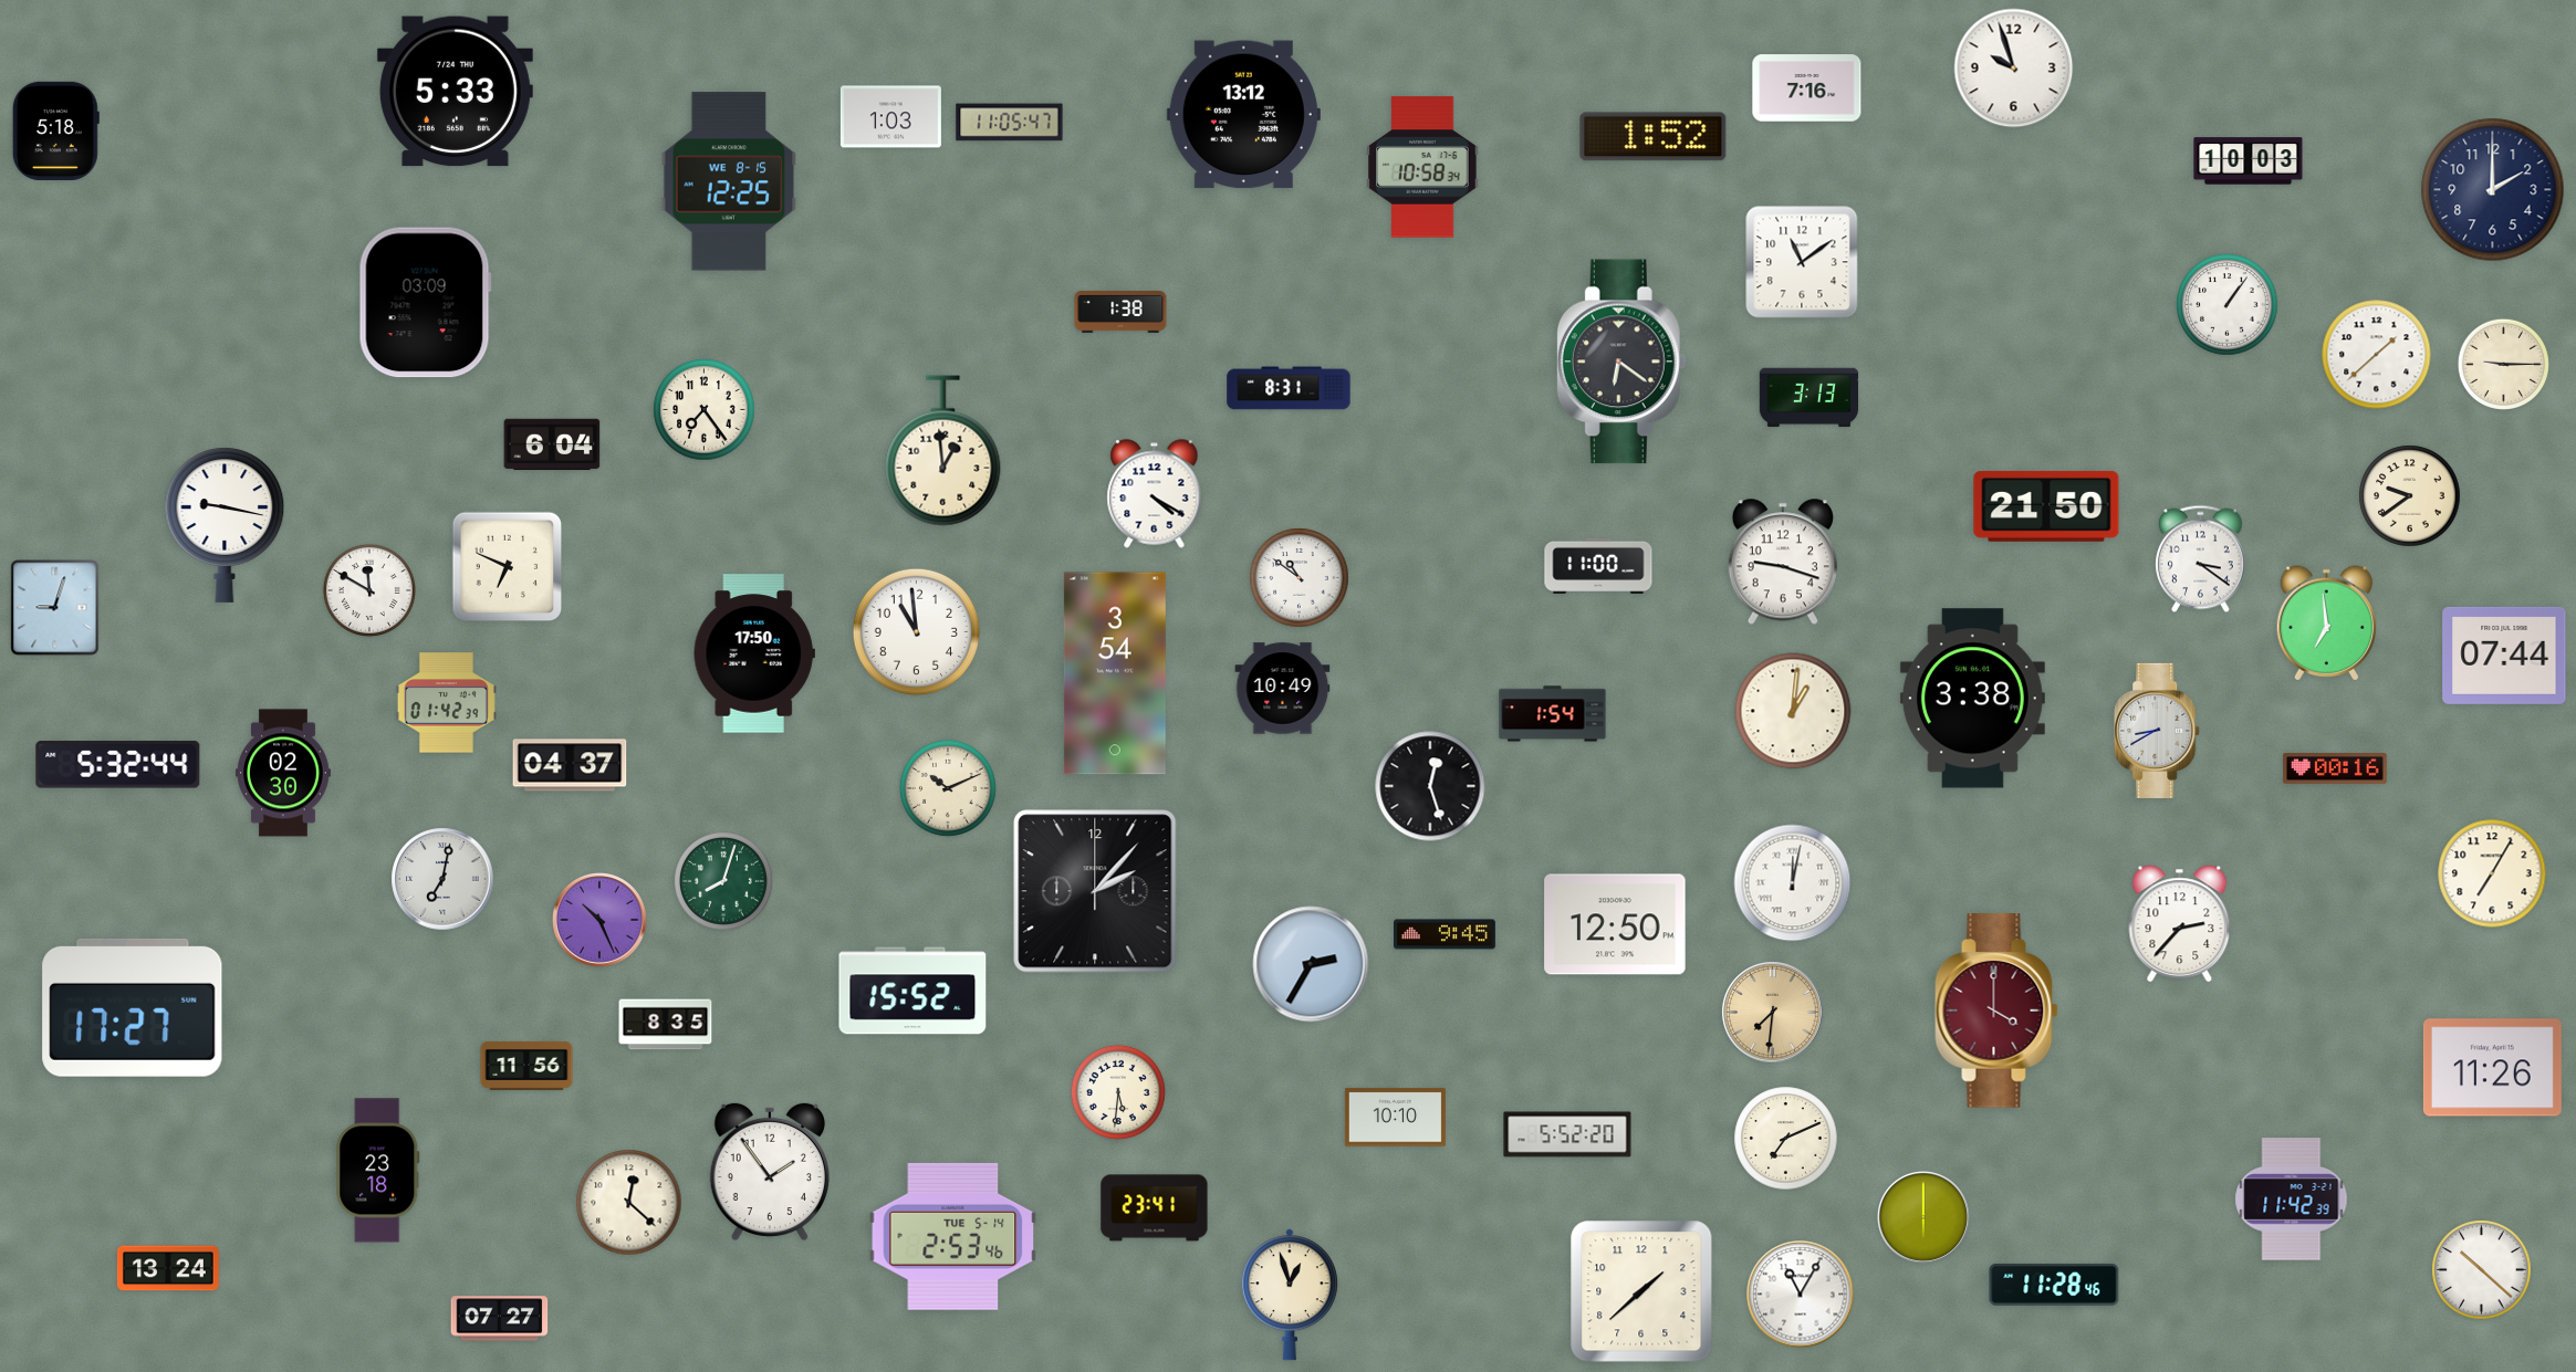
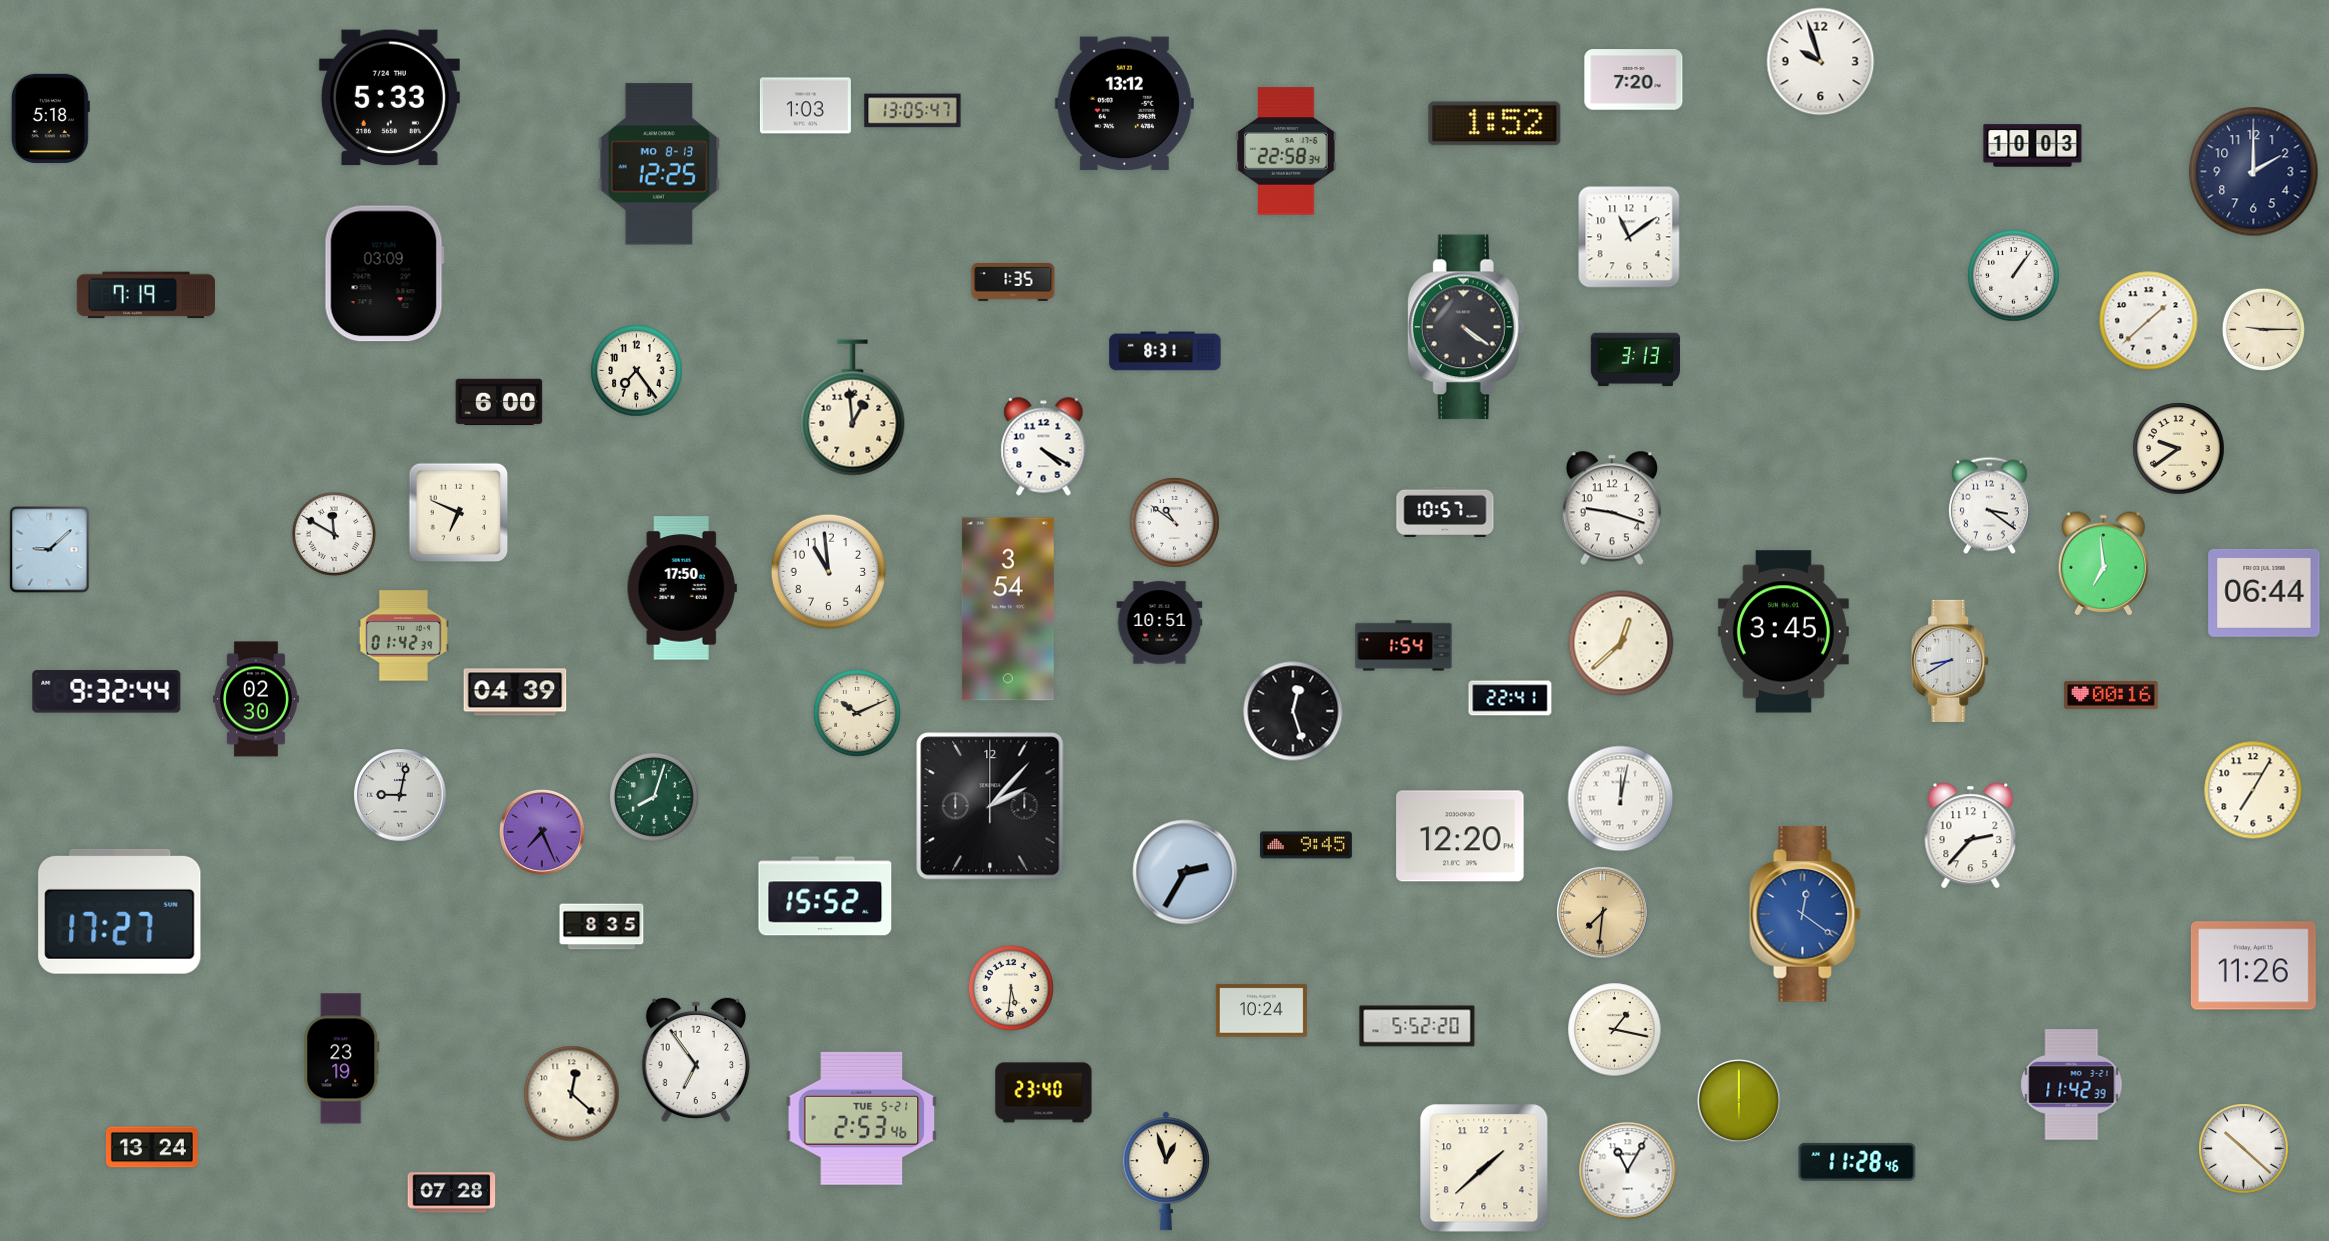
clock at (1807, 88): 7:16 -> 7:20
clock at (455, 92) position: (455, 92) -> (389, 98)
clock at (1010, 123): 11:05 -> 13:05
clock at (1422, 167): 10:58 -> 22:58
clock at (729, 181) date: WE 8-15 -> MO 8-13
clock at (1120, 313): 1:38 -> 1:35
clock at (145, 295): none -> 7:19
clock at (1621, 362): 6:21 -> 4:21
clock at (552, 444): 6:04 -> 6:00
clock at (2046, 506): 21:50 -> none
clock at (225, 525): 9:17 -> none
clock at (1598, 566): 11:00 -> 10:57
clock at (55, 608): 9:03 -> 9:08
clock at (754, 653) position: (754, 653) -> (682, 588)
clock at (2504, 656): 07:44 -> 06:44
clock at (1283, 689): 10:49 -> 10:51
clock at (1972, 699): 3:38 -> 3:45
clock at (1793, 711): 1:01 -> 12:38
clock at (118, 765): 5:32 -> 9:32
clock at (570, 765): 04:37 -> 04:39
clock at (1510, 698): none -> 22:41
clock at (442, 879): 7:02 -> 9:02
clock at (599, 920): 10:26 -> 7:26
clock at (1615, 924): 12:50 -> 12:20
clock at (1996, 1012): 4:00 -> 12:21
clock at (1996, 1012) dial: burgundy -> blue
clock at (1773, 1013) position: (1773, 1013) -> (1603, 913)
clock at (526, 1066): 11:56 -> none
clock at (1395, 1118): 10:10 -> 10:24
clock at (1786, 1139): 7:11 -> 1:17
clock at (378, 1171): 23:18 -> 23:19
clock at (770, 1172): 1:54 -> 6:54
clock at (629, 1203) position: (629, 1203) -> (572, 1094)
clock at (1155, 1208): 23:41 -> 23:40
clock at (953, 1236) date: TUE 5-14 -> TUE 5-21
clock at (500, 1319): 07:27 -> 07:28
